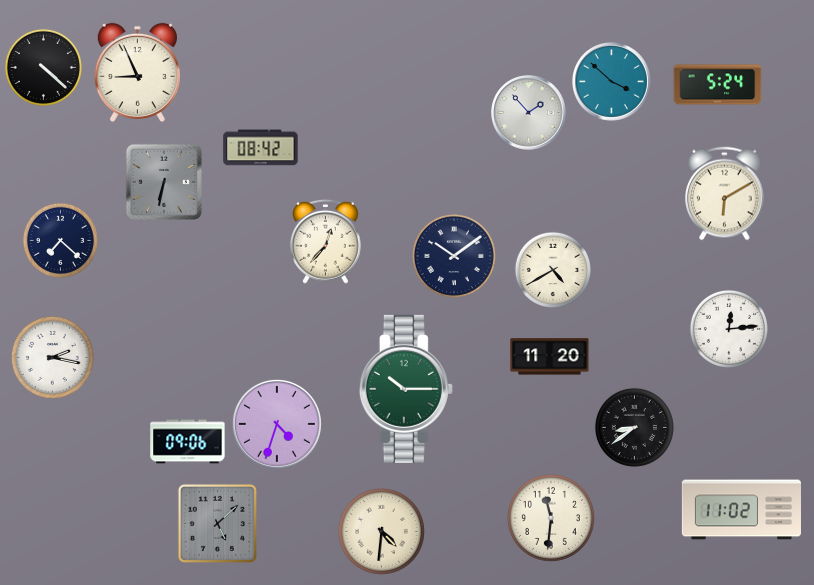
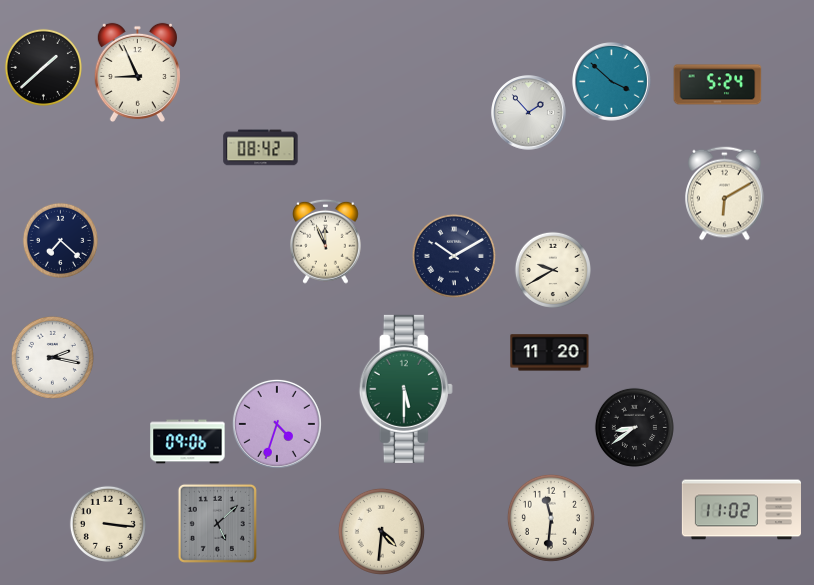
clock at (43, 67): 4:22 -> 1:38
clock at (164, 182): 6:32 -> none
clock at (326, 241): 12:37 -> 11:56
clock at (454, 256): 10:09 -> 10:10
clock at (553, 270): 4:40 -> 9:40
clock at (729, 329): 12:14 -> none
clock at (550, 357) position: (550, 357) -> (550, 353)
clock at (406, 389): 10:15 -> 5:30
clock at (108, 524): none -> 3:16
